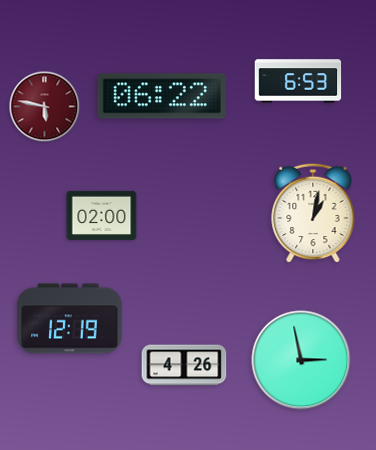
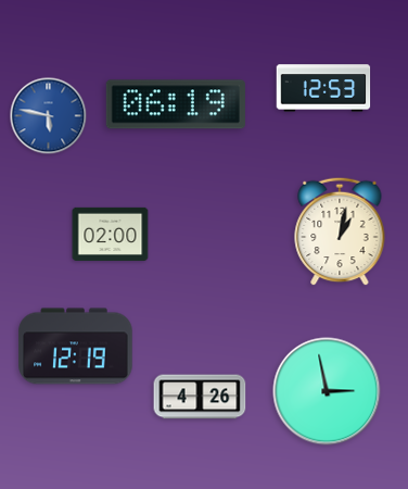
clock at (298, 81): 6:53 -> 12:53
clock at (162, 96): 06:22 -> 06:19
clock at (45, 107) dial: burgundy -> blue
